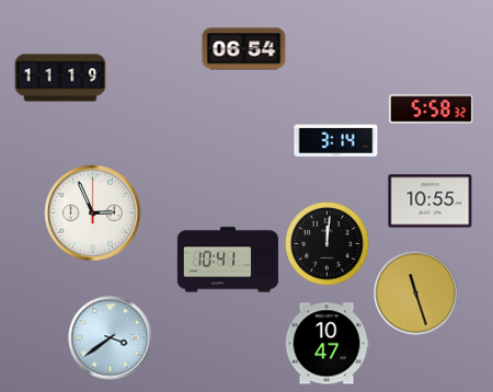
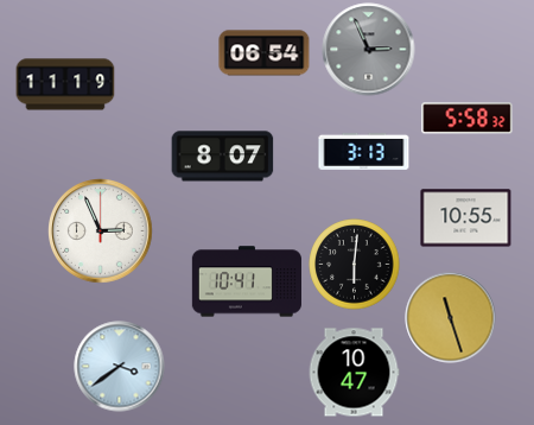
clock at (369, 50): none -> 2:56
clock at (336, 139): 3:14 -> 3:13
clock at (223, 157): none -> 8:07
clock at (328, 244): 12:01 -> 6:01
